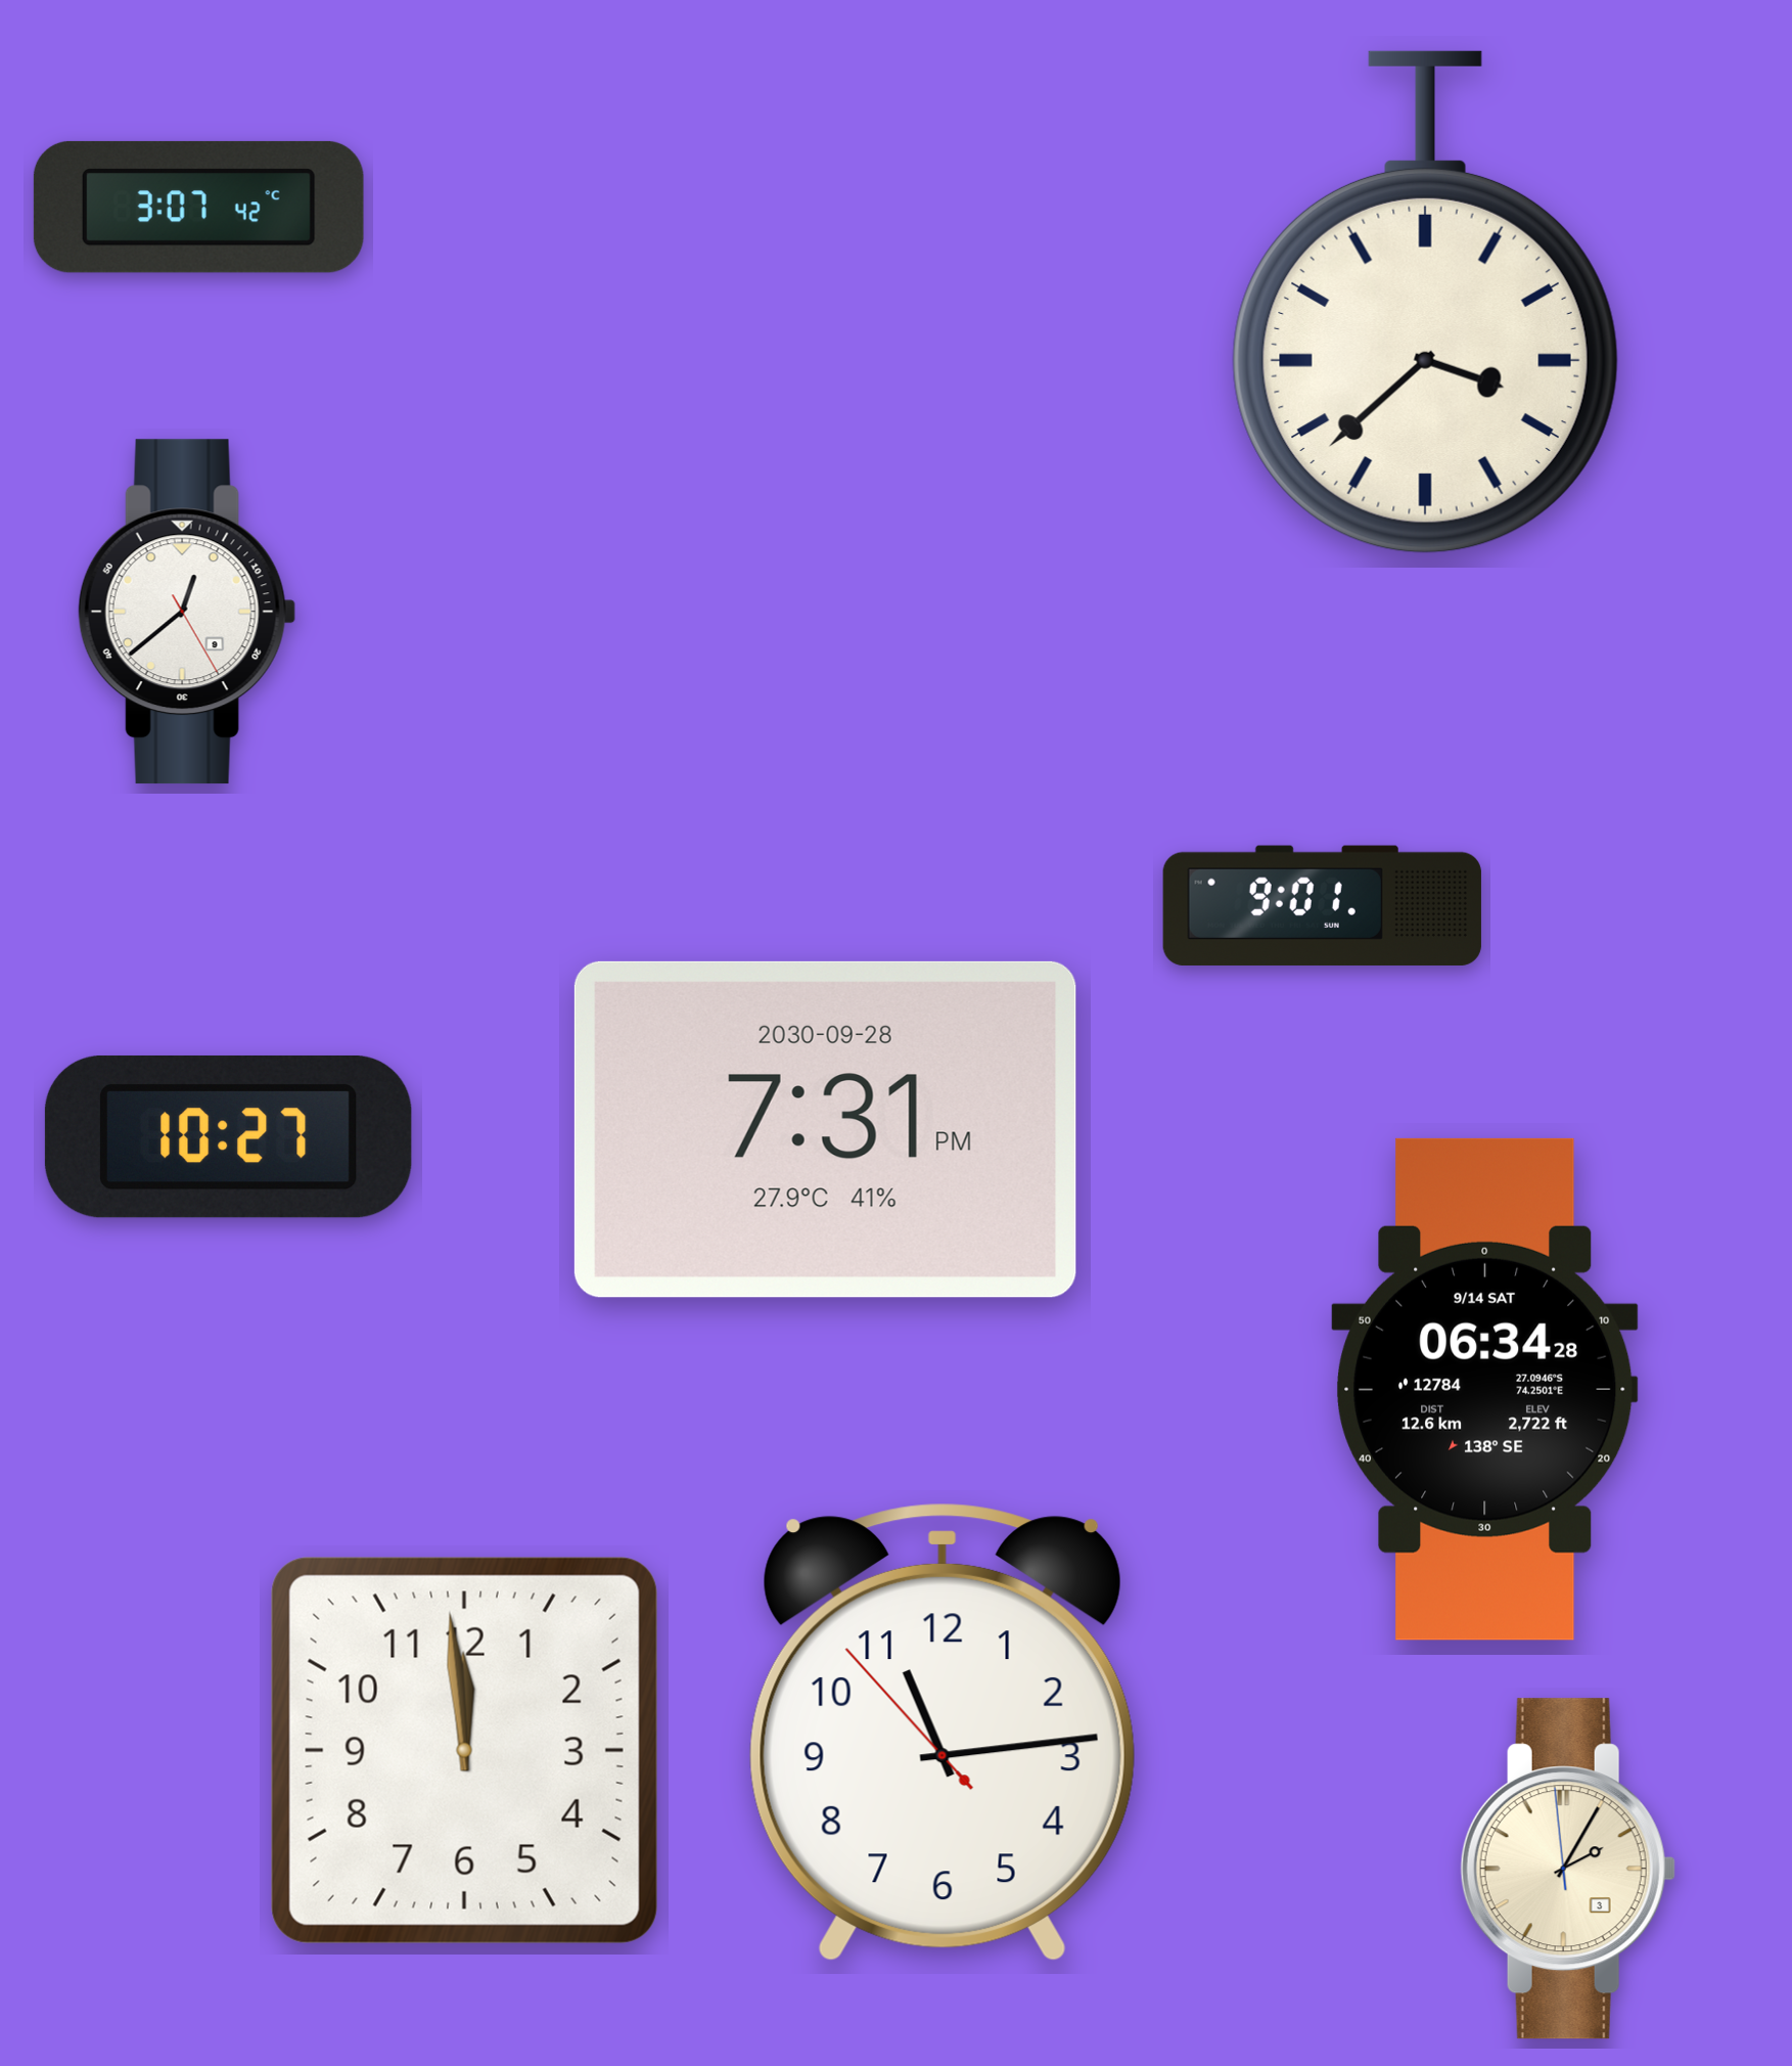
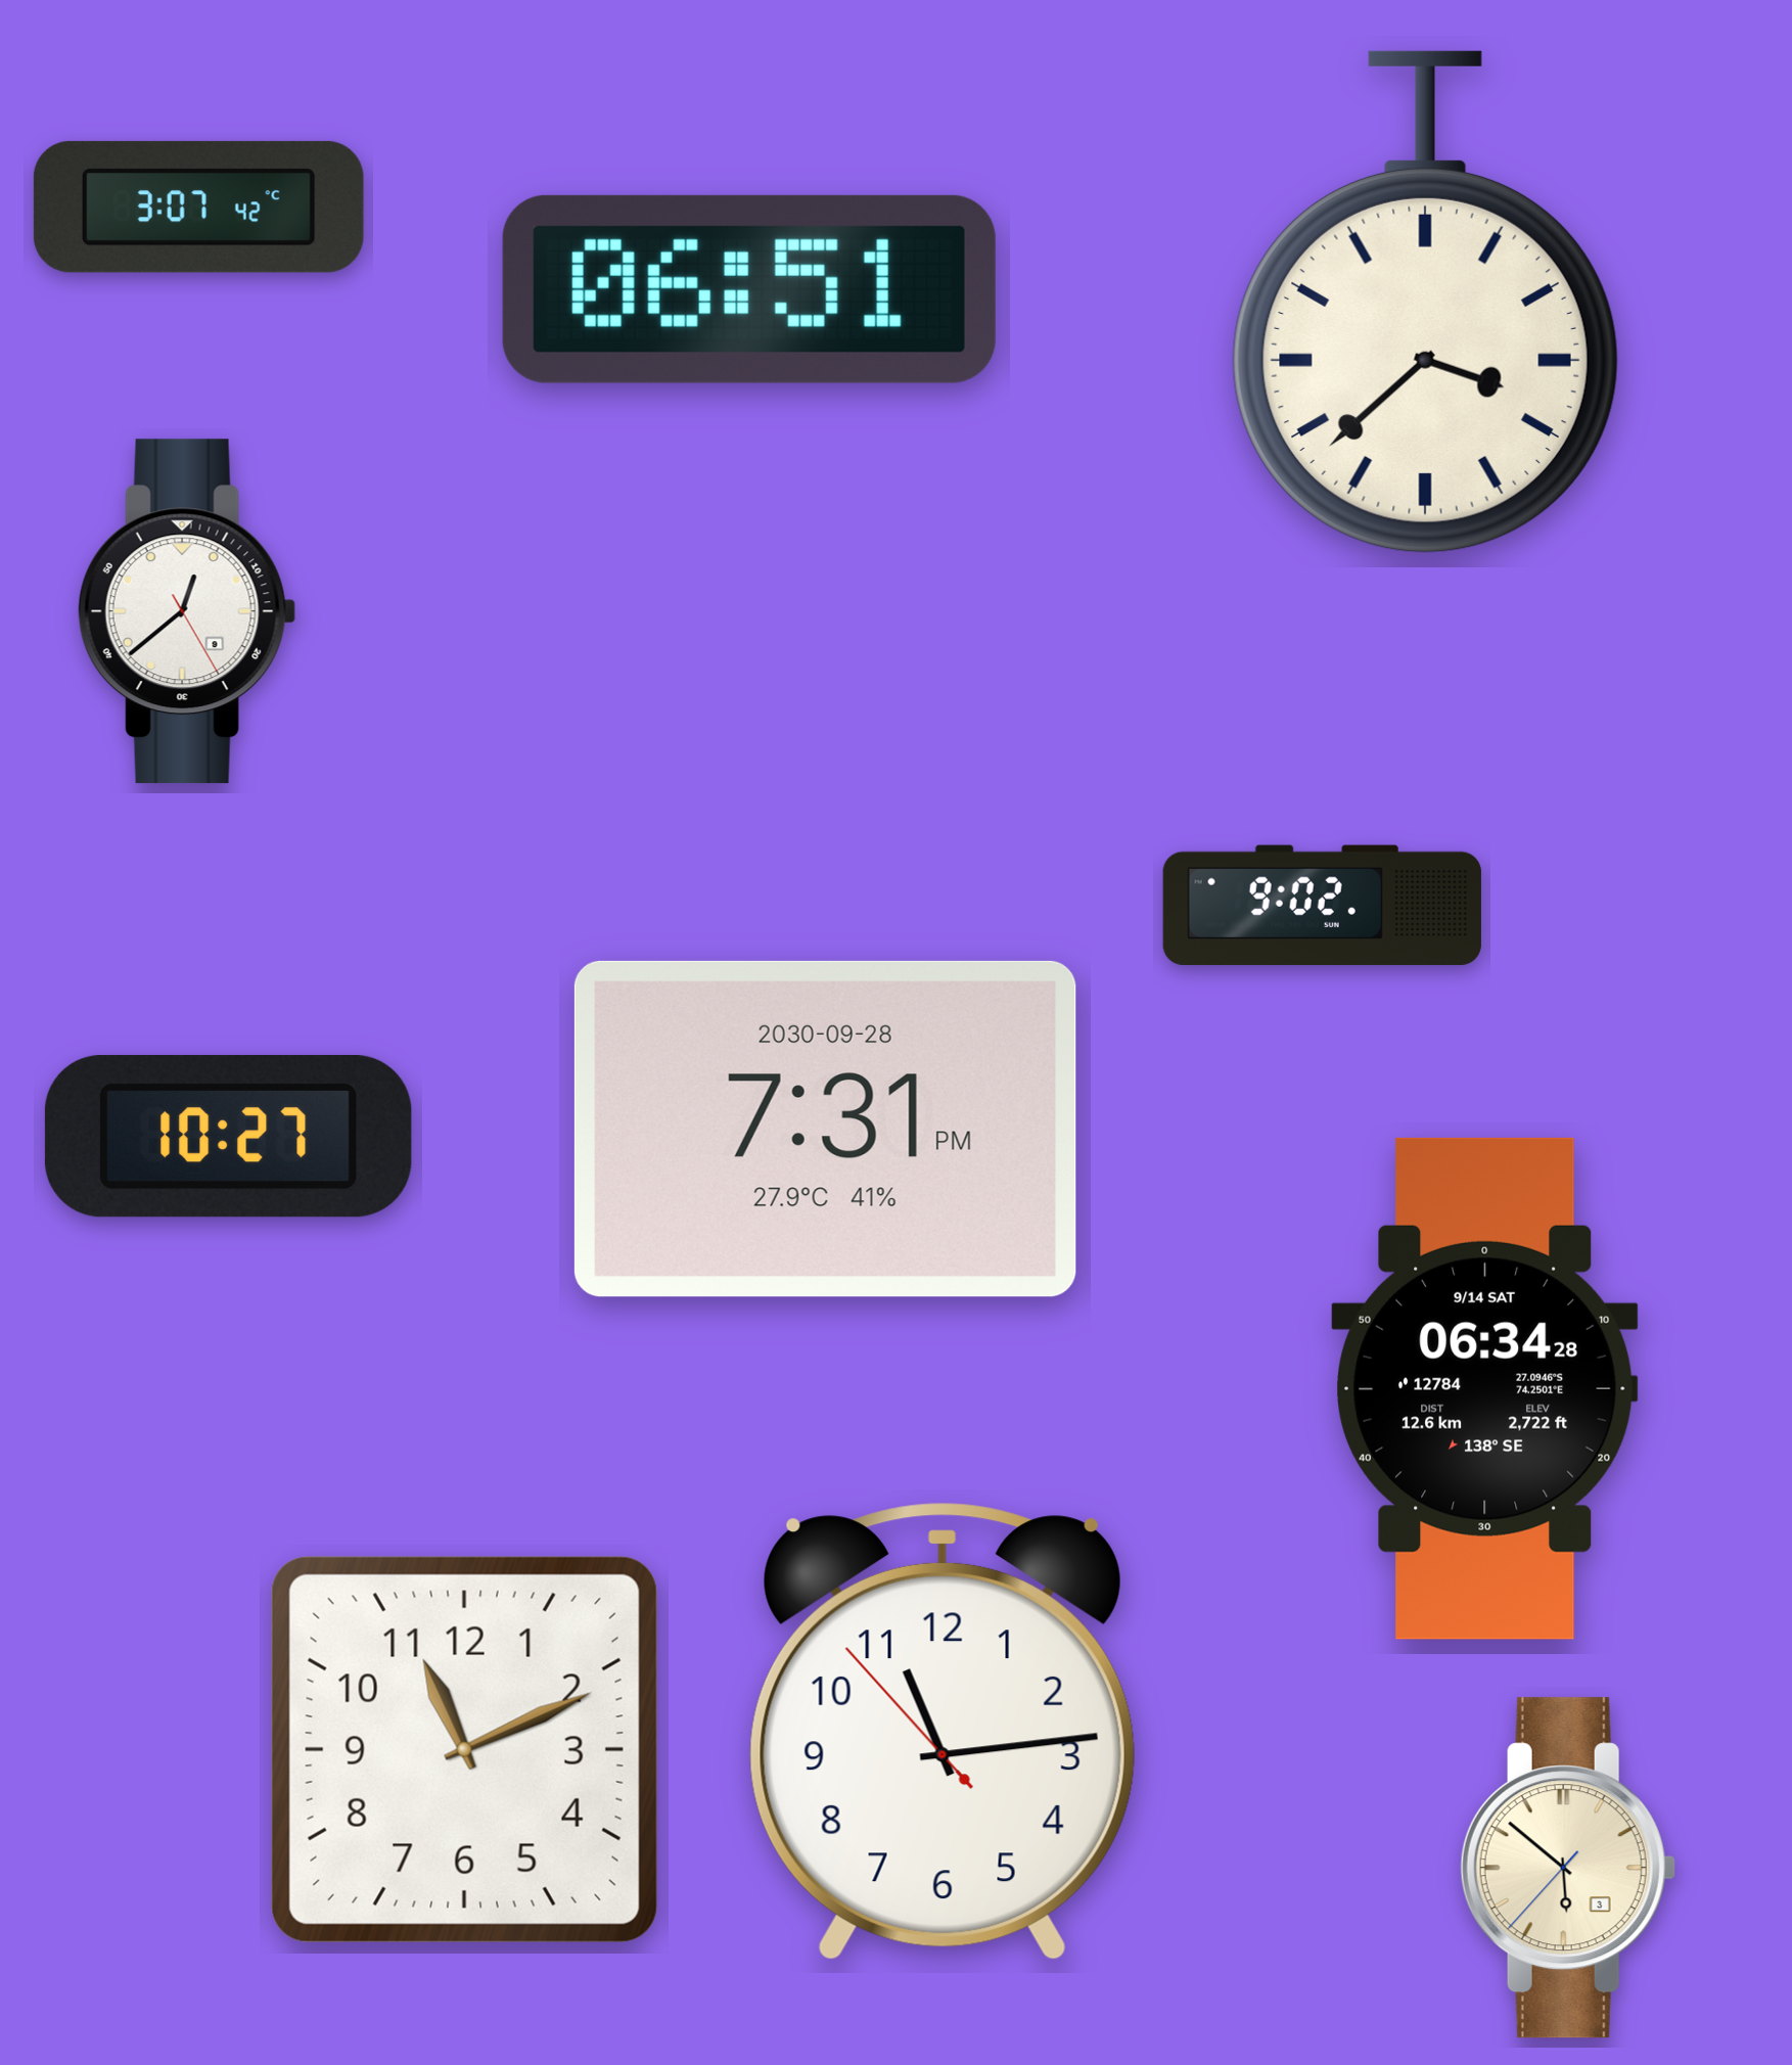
clock at (749, 289): none -> 06:51
clock at (1322, 905): 9:01 -> 9:02
clock at (464, 1750): 11:59 -> 11:11
clock at (1568, 1869): 2:04 -> 5:51
